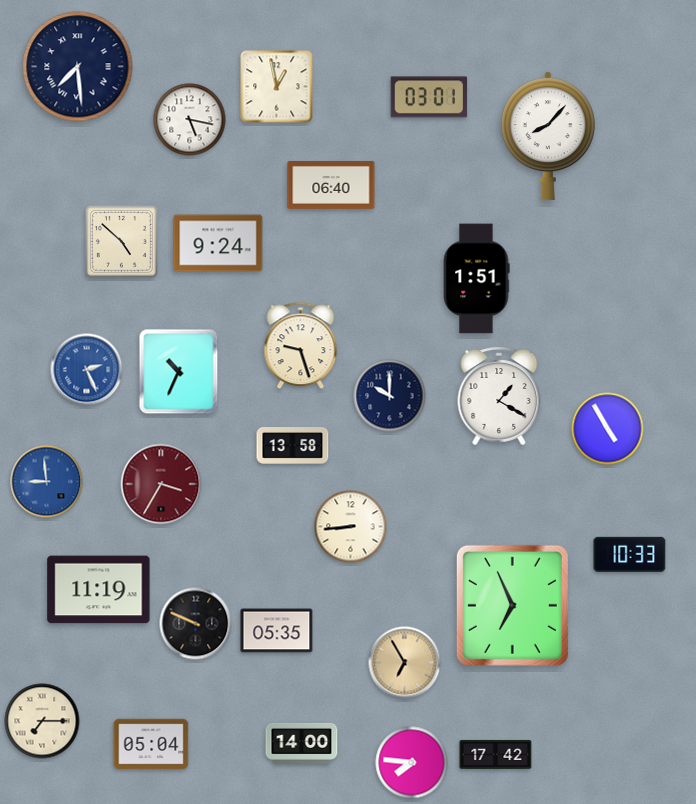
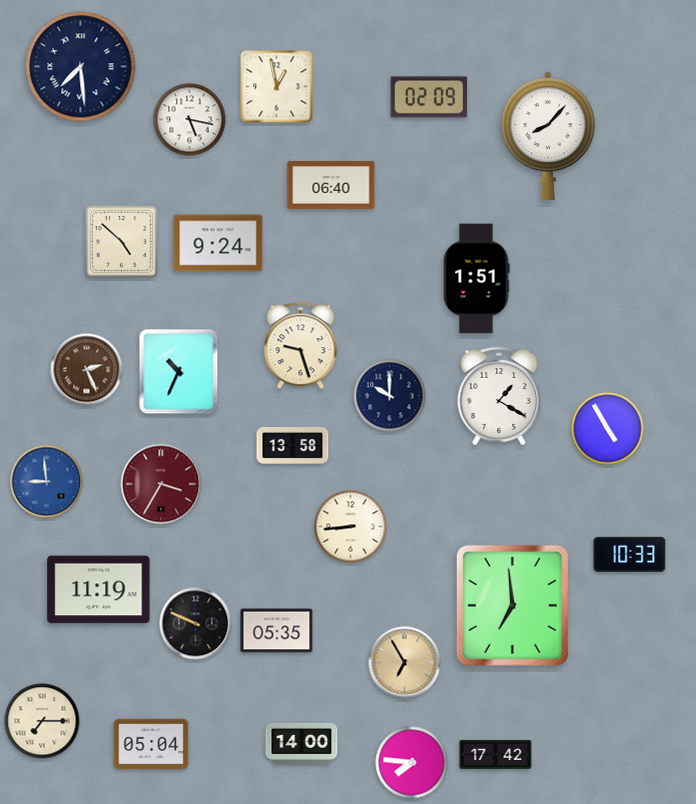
clock at (78, 67) position: (78, 67) -> (81, 67)
clock at (429, 97): 03:01 -> 02:09
clock at (87, 370) dial: blue -> brown
clock at (512, 605): 6:56 -> 6:59
